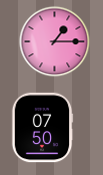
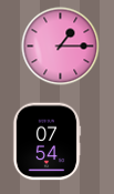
clock at (42, 128): 07:50 -> 07:54
